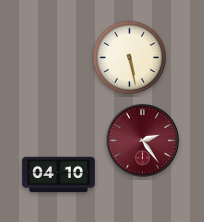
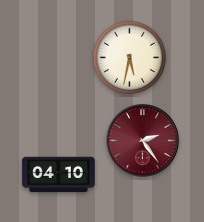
clock at (130, 58): 5:28 -> 5:32
